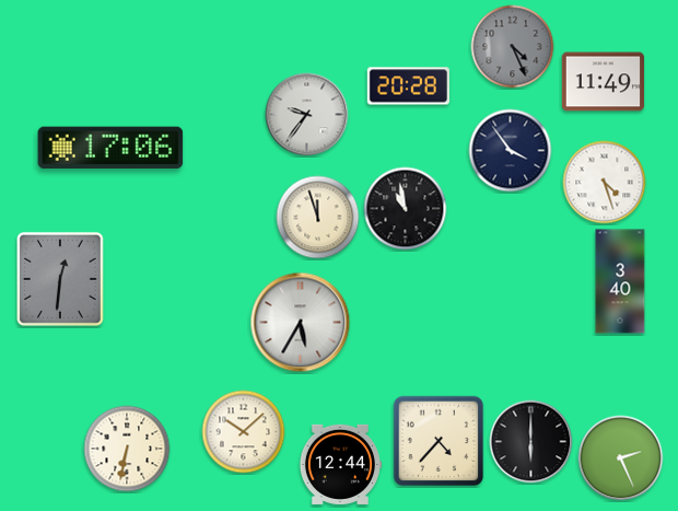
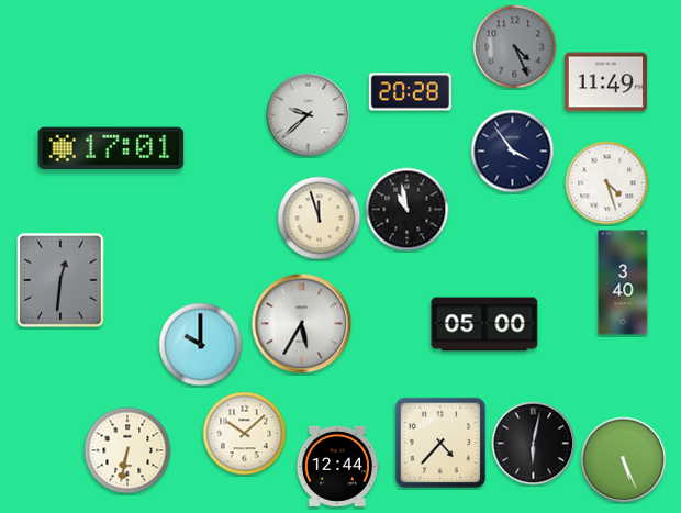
clock at (408, 86) position: (408, 86) -> (410, 92)
clock at (307, 115): 9:36 -> 9:38
clock at (110, 148): 17:06 -> 17:01
clock at (484, 324): none -> 05:00
clock at (201, 345): none -> 10:00
clock at (531, 442): 6:00 -> 6:02
clock at (621, 458): 2:26 -> 5:26
clock at (339, 464) position: (339, 464) -> (336, 466)
